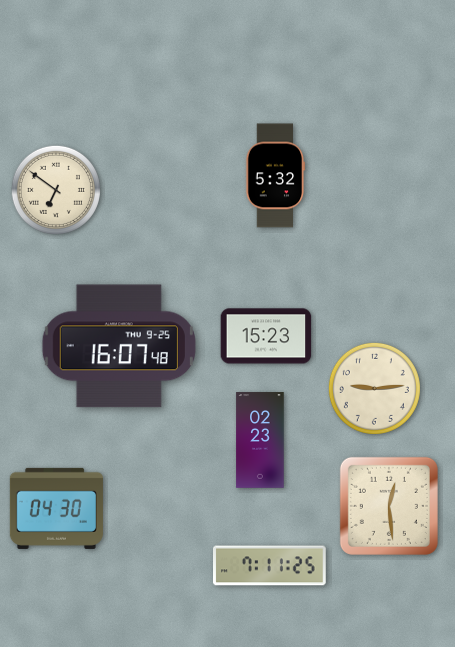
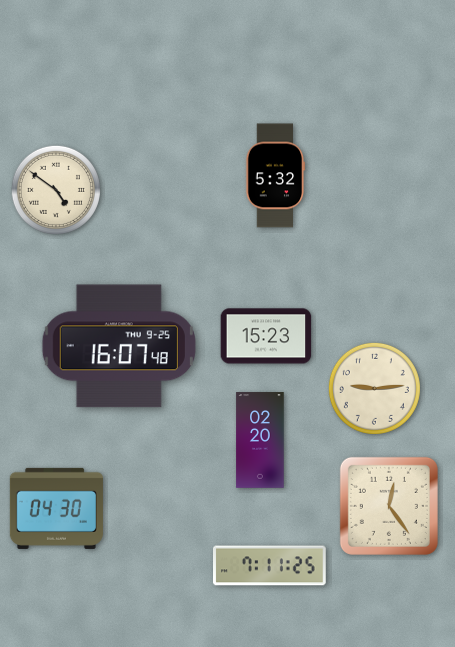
clock at (56, 190): 6:51 -> 4:51
clock at (260, 440): 02:23 -> 02:20
clock at (389, 506): 12:29 -> 12:24
